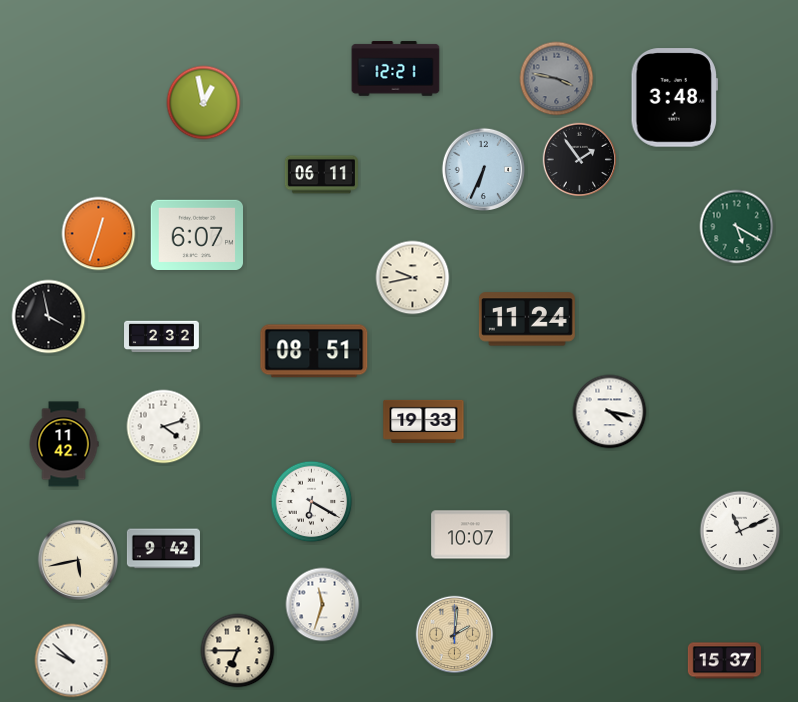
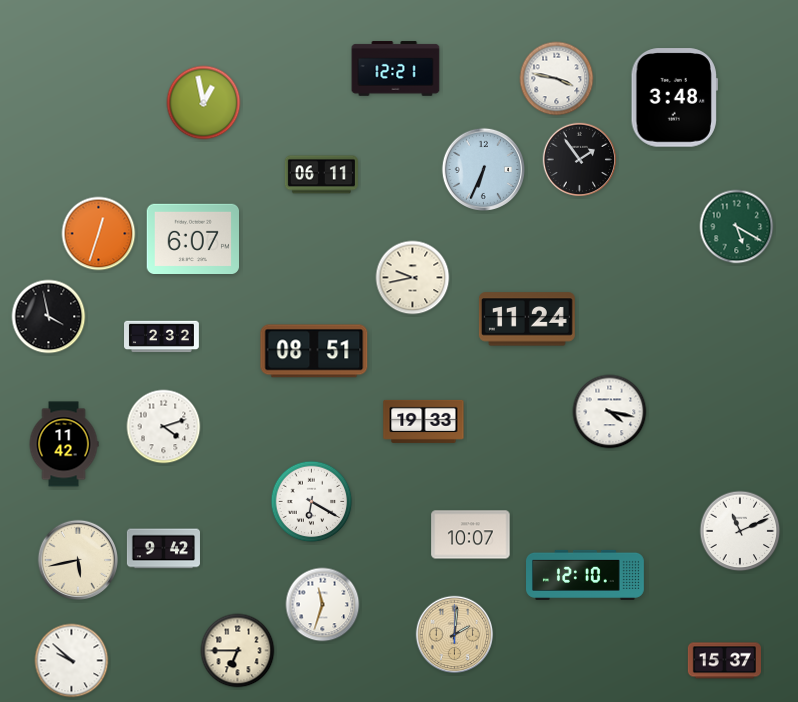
clock at (557, 79) dial: grey -> white
clock at (197, 234) position: (197, 234) -> (193, 238)
clock at (586, 575): none -> 12:10
